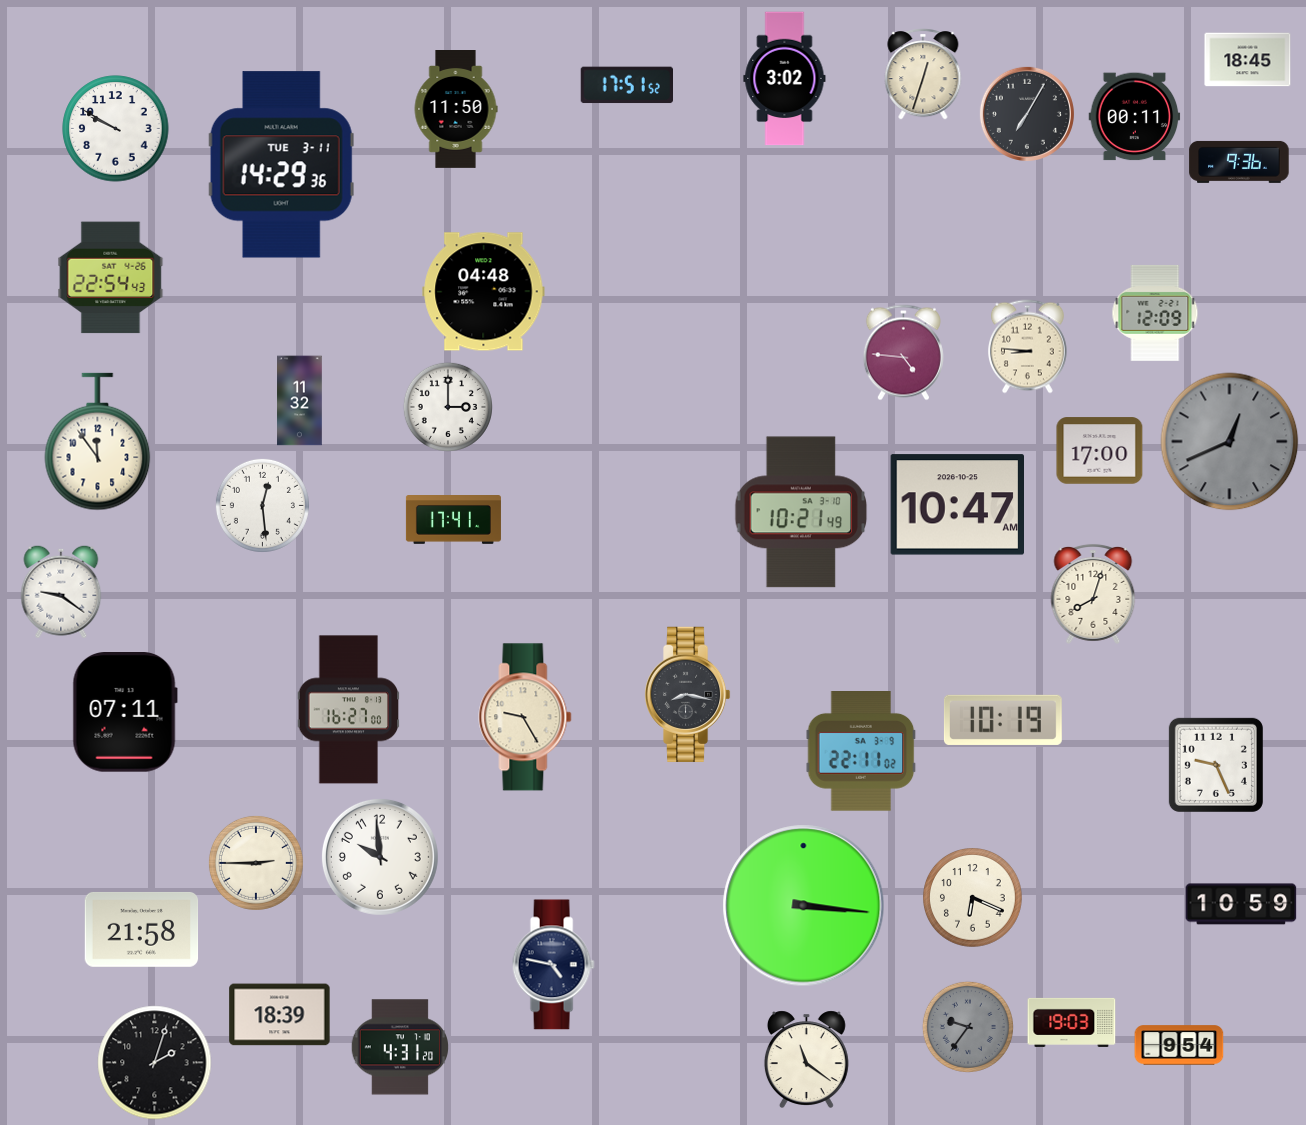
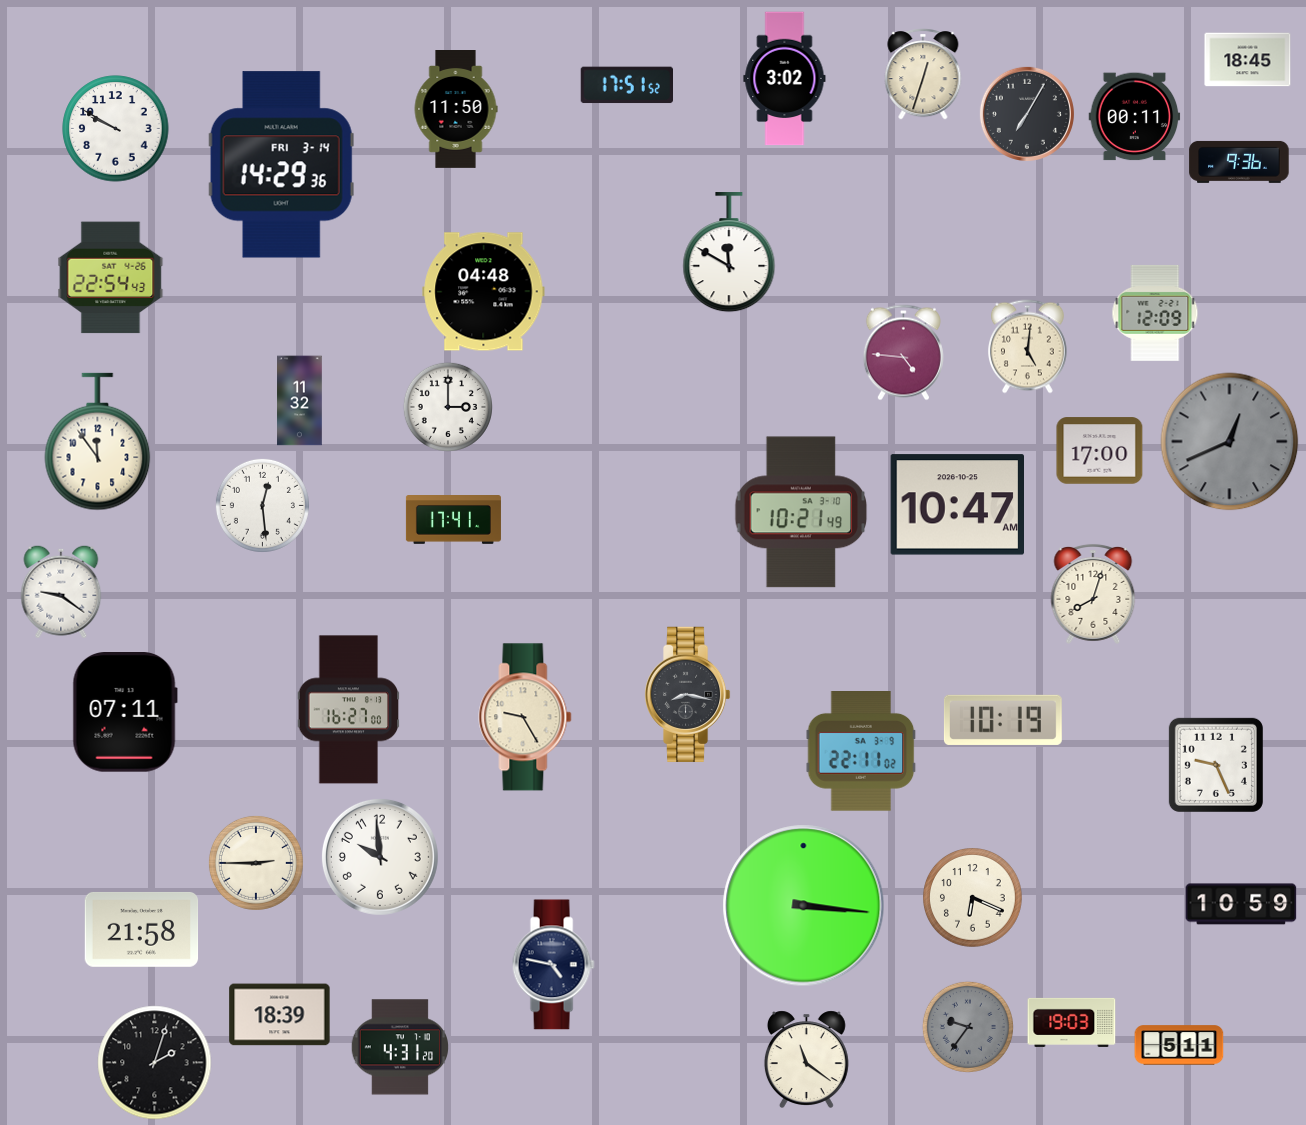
clock at (281, 165) date: TUE 3-11 -> FRI 3-14
clock at (729, 253): none -> 11:50
clock at (1028, 347): 8:46 -> 5:01
clock at (1179, 1045): 9:54 -> 5:11
